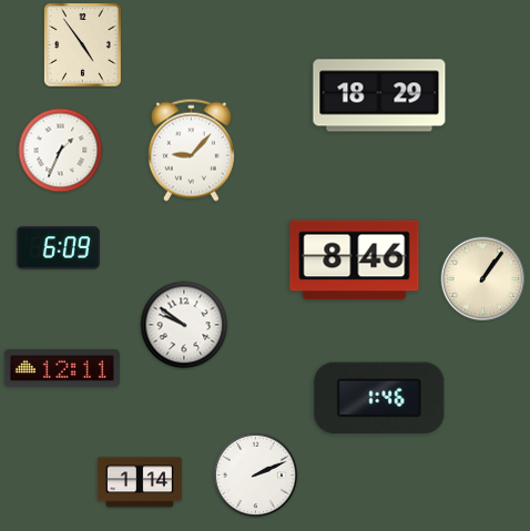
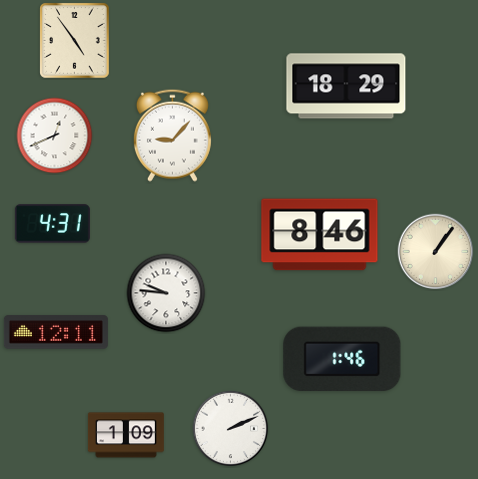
clock at (379, 95) position: (379, 95) -> (346, 86)
clock at (61, 151): 1:34 -> 12:41
clock at (58, 248): 6:09 -> 4:31
clock at (184, 325): 9:51 -> 9:46
clock at (140, 482): 1:14 -> 1:09
